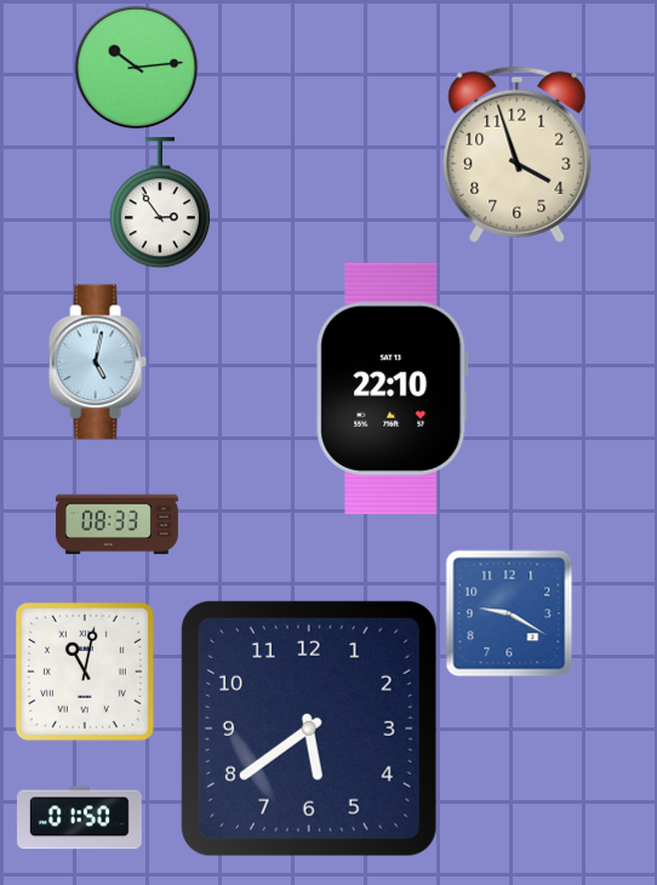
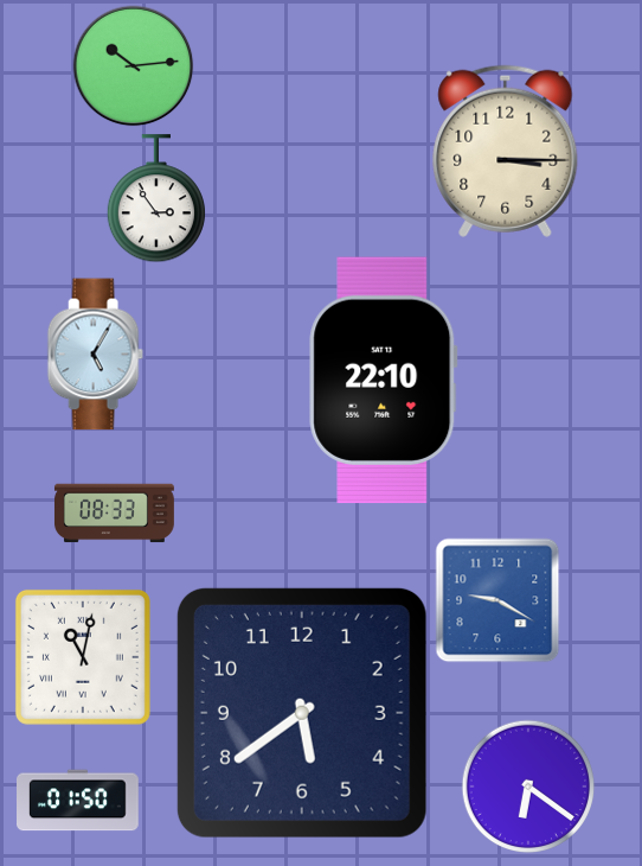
clock at (518, 154): 3:57 -> 3:15
clock at (97, 362): 5:02 -> 5:05
clock at (528, 787): none -> 6:21
